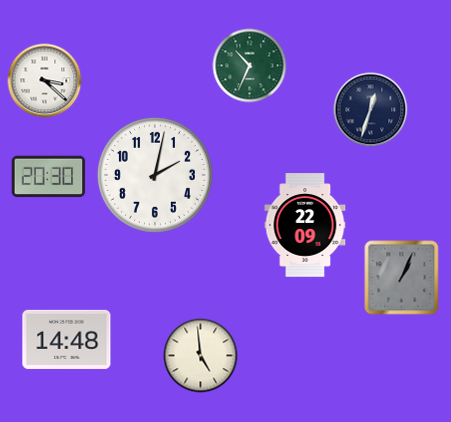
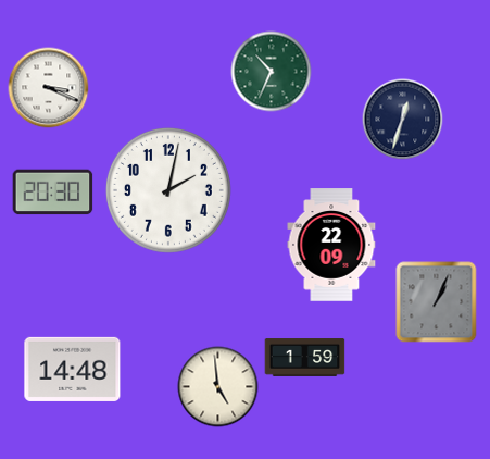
clock at (45, 81): 3:22 -> 3:19
clock at (305, 358): none -> 1:59
